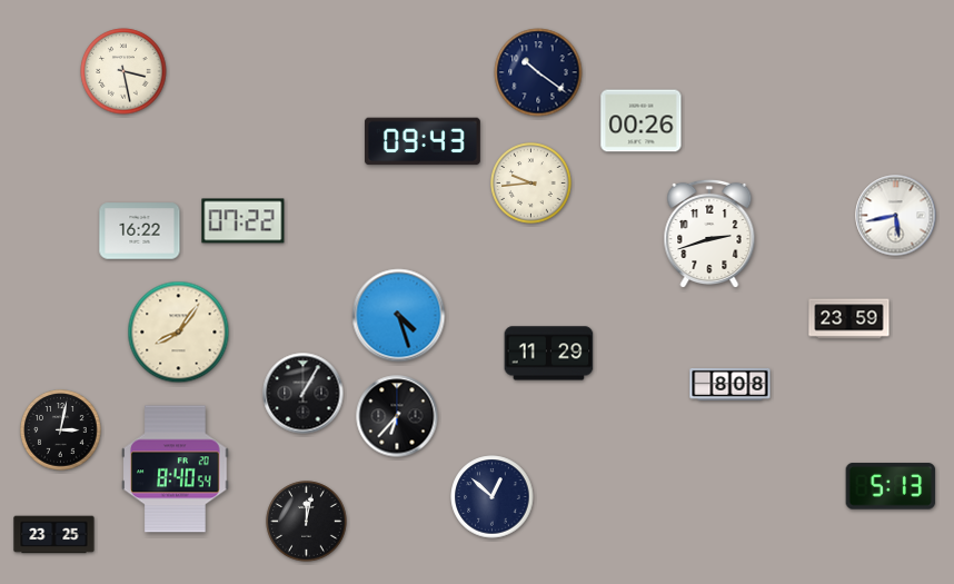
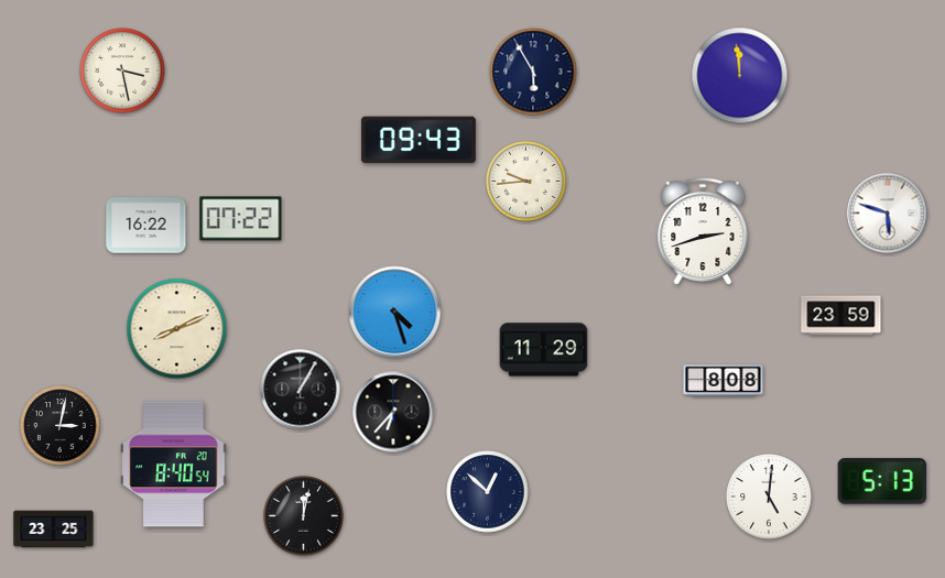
clock at (538, 72): 10:21 -> 5:55
clock at (740, 76): none -> 11:59
clock at (642, 121): 00:26 -> none
clock at (896, 216): 5:43 -> 5:48
clock at (140, 231) position: (140, 231) -> (146, 226)
clock at (179, 333): 8:06 -> 8:11
clock at (769, 497): none -> 5:01
